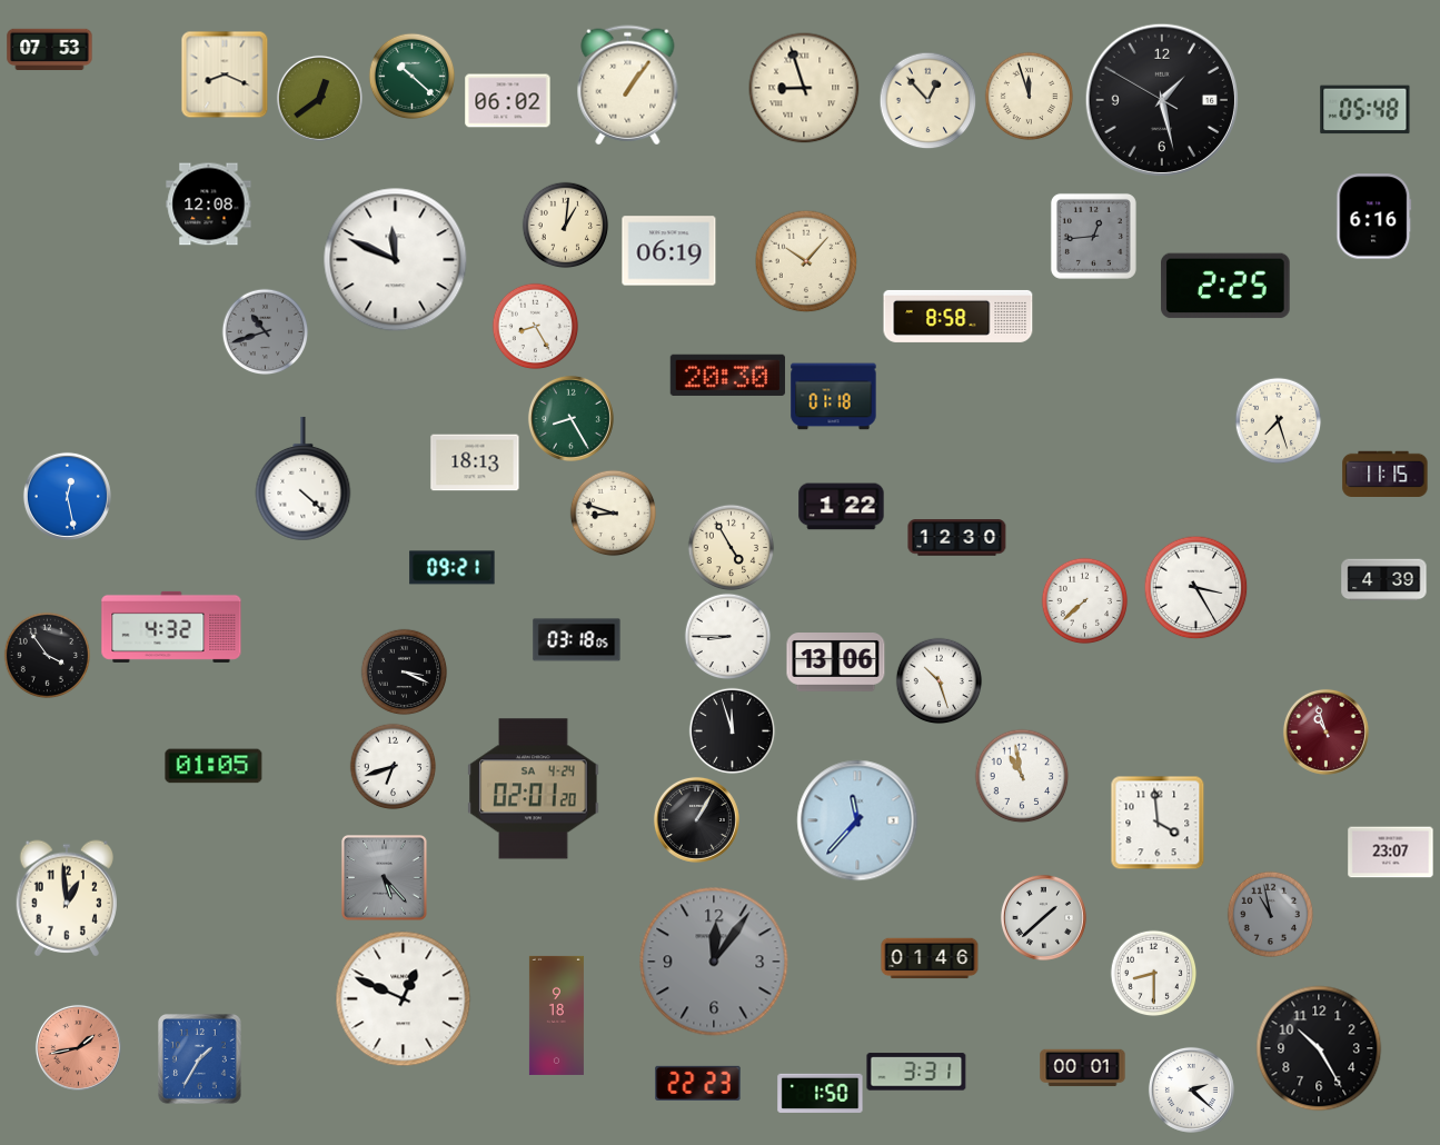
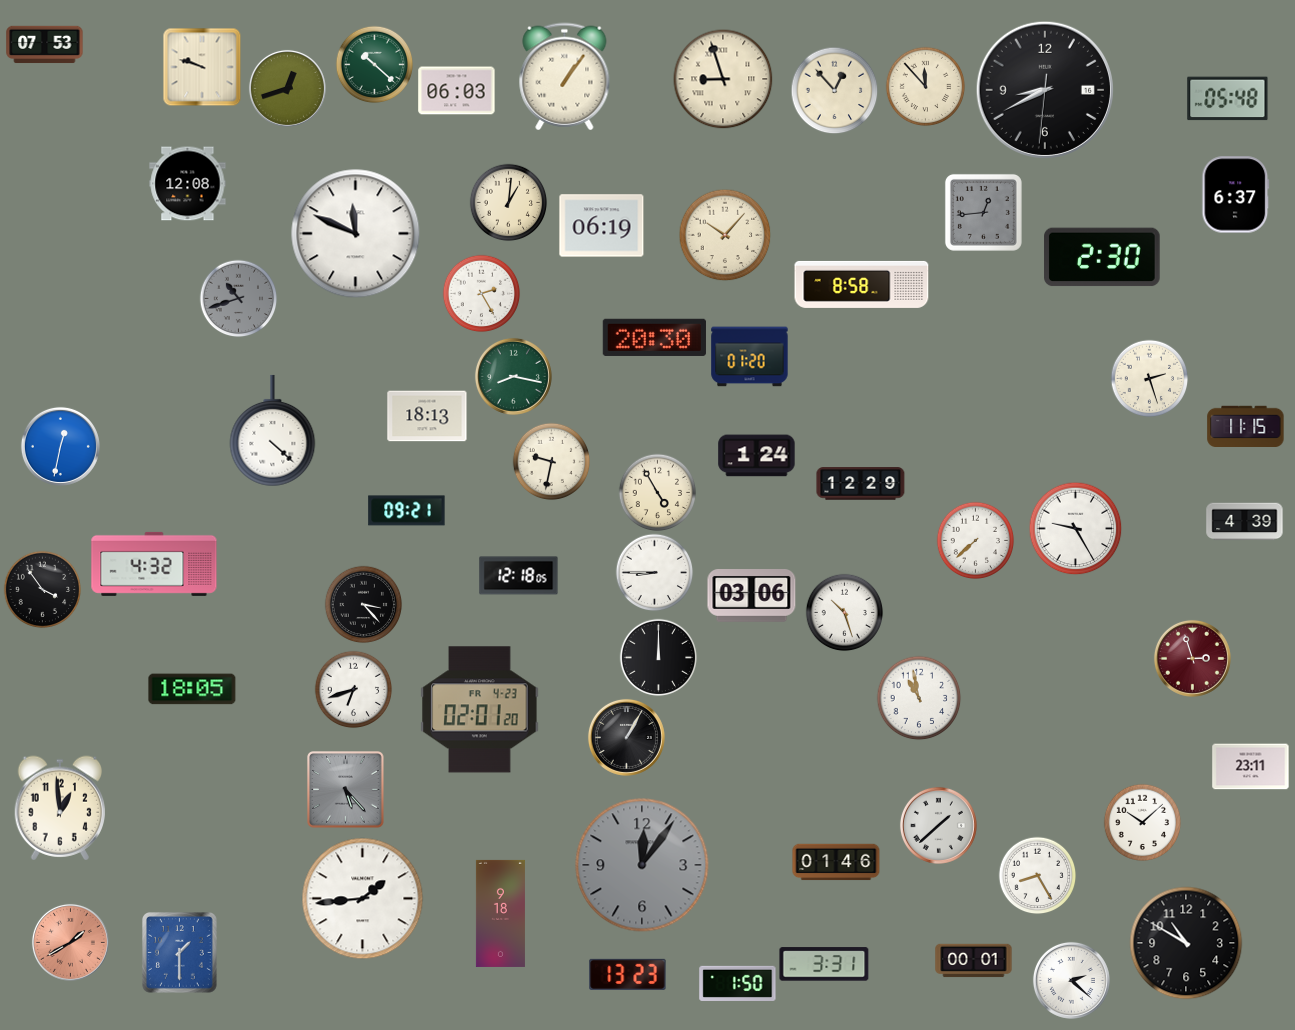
clock at (225, 74): 8:19 -> 9:48
clock at (411, 76) position: (411, 76) -> (374, 64)
clock at (1029, 96): 11:57 -> 11:53
clock at (319, 98): 12:39 -> 12:42
clock at (1162, 100): 1:27 -> 8:40
clock at (508, 101): 06:02 -> 06:03
clock at (1374, 217): 6:16 -> 6:37
clock at (1225, 286): 2:25 -> 2:30
clock at (535, 326): 8:25 -> 2:25
clock at (834, 397): 01:18 -> 01:20
clock at (570, 418): 8:25 -> 8:17
clock at (1278, 420): 7:27 -> 2:27
clock at (67, 496): 12:28 -> 12:32
clock at (842, 507): 1:22 -> 1:24
clock at (613, 512): 8:48 -> 9:32
clock at (957, 538): 12:30 -> 12:29
clock at (1195, 587): 3:25 -> 9:25
clock at (577, 640): 03:18 -> 12:18
clock at (836, 663): 13:06 -> 03:06
clock at (404, 671): 3:19 -> 3:23
clock at (732, 730): 11:57 -> 12:00
clock at (1325, 731): 10:57 -> 2:57
clock at (213, 766): 01:05 -> 18:05
clock at (534, 789) date: SA 4-24 -> FR 4-23
clock at (857, 820): 11:37 -> none
clock at (1158, 823): 3:59 -> none
clock at (1391, 853): 23:07 -> 23:11
clock at (1270, 914): 10:58 -> 10:08
clock at (1270, 914) dial: grey -> white
clock at (1153, 973): 8:30 -> 8:25
clock at (404, 999): 12:49 -> 1:44
clock at (78, 1047): 1:43 -> 1:40
clock at (1319, 1048): 10:25 -> 10:50
clock at (200, 1059): 1:35 -> 1:30
clock at (698, 1083): 22:23 -> 13:23
